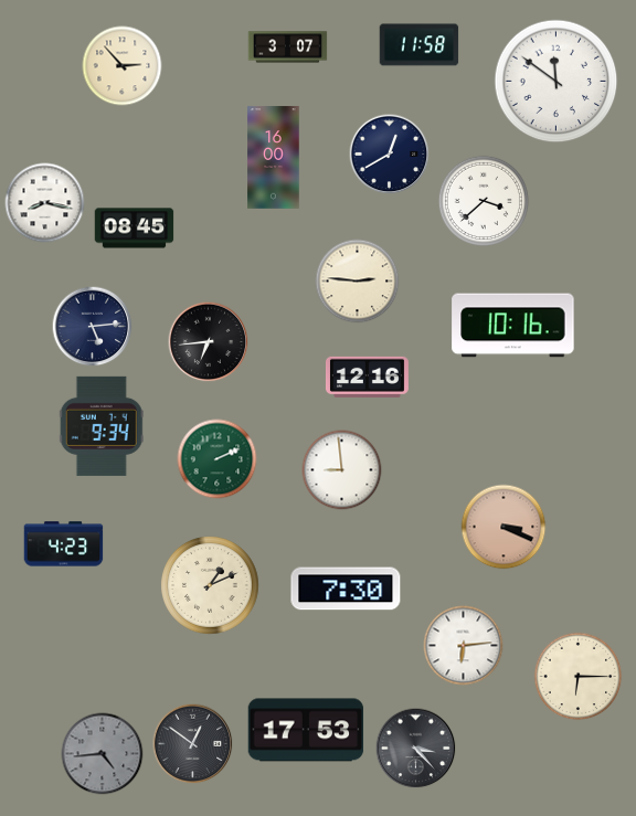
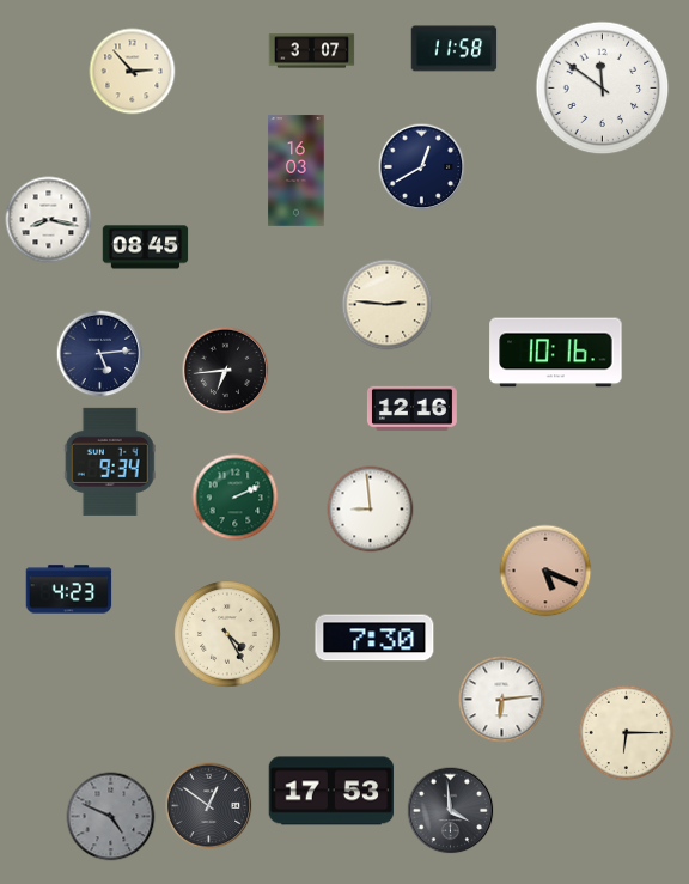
clock at (274, 158): 16:00 -> 16:03
clock at (483, 200): 3:38 -> none
clock at (367, 377) position: (367, 377) -> (411, 408)
clock at (504, 527): 3:19 -> 5:19
clock at (210, 585): 1:11 -> 4:25
clock at (416, 749): 3:23 -> 3:59
clock at (103, 754): 4:44 -> 4:49
